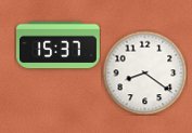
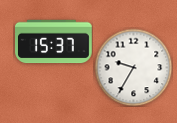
clock at (144, 72): 8:21 -> 9:35
